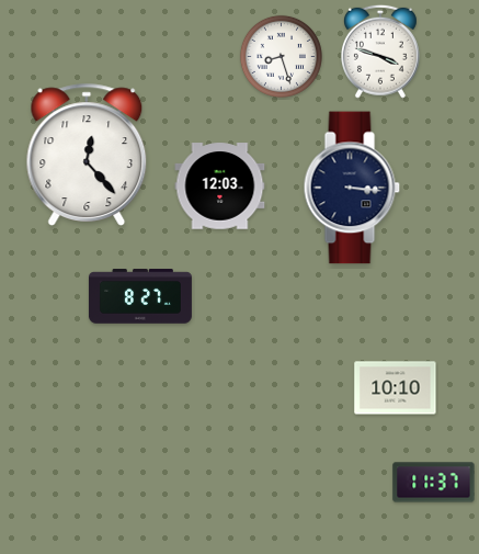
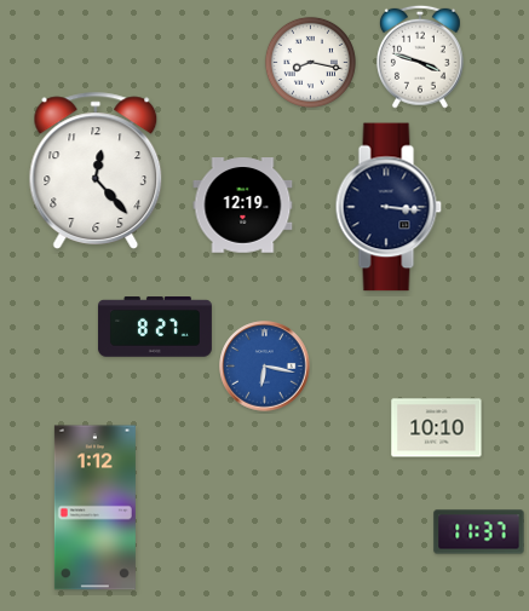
clock at (281, 56): 8:27 -> 8:17
clock at (220, 186): 12:03 -> 12:19
clock at (265, 367): none -> 6:17
clock at (94, 508): none -> 1:12
